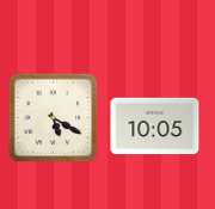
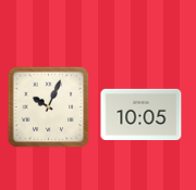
clock at (54, 118): 5:20 -> 10:04
